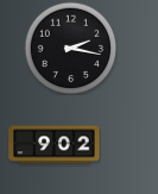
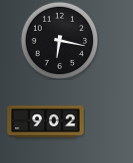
clock at (70, 48): 2:17 -> 6:17
